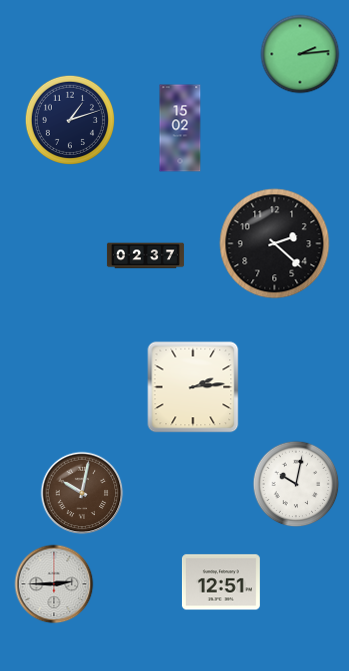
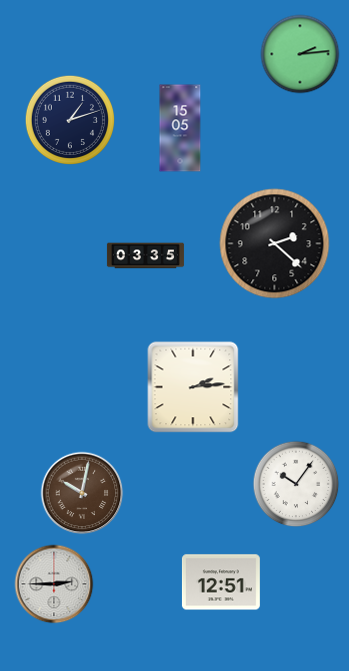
clock at (180, 128): 15:02 -> 15:05
clock at (145, 256): 02:37 -> 03:35
clock at (296, 484): 10:02 -> 10:06
